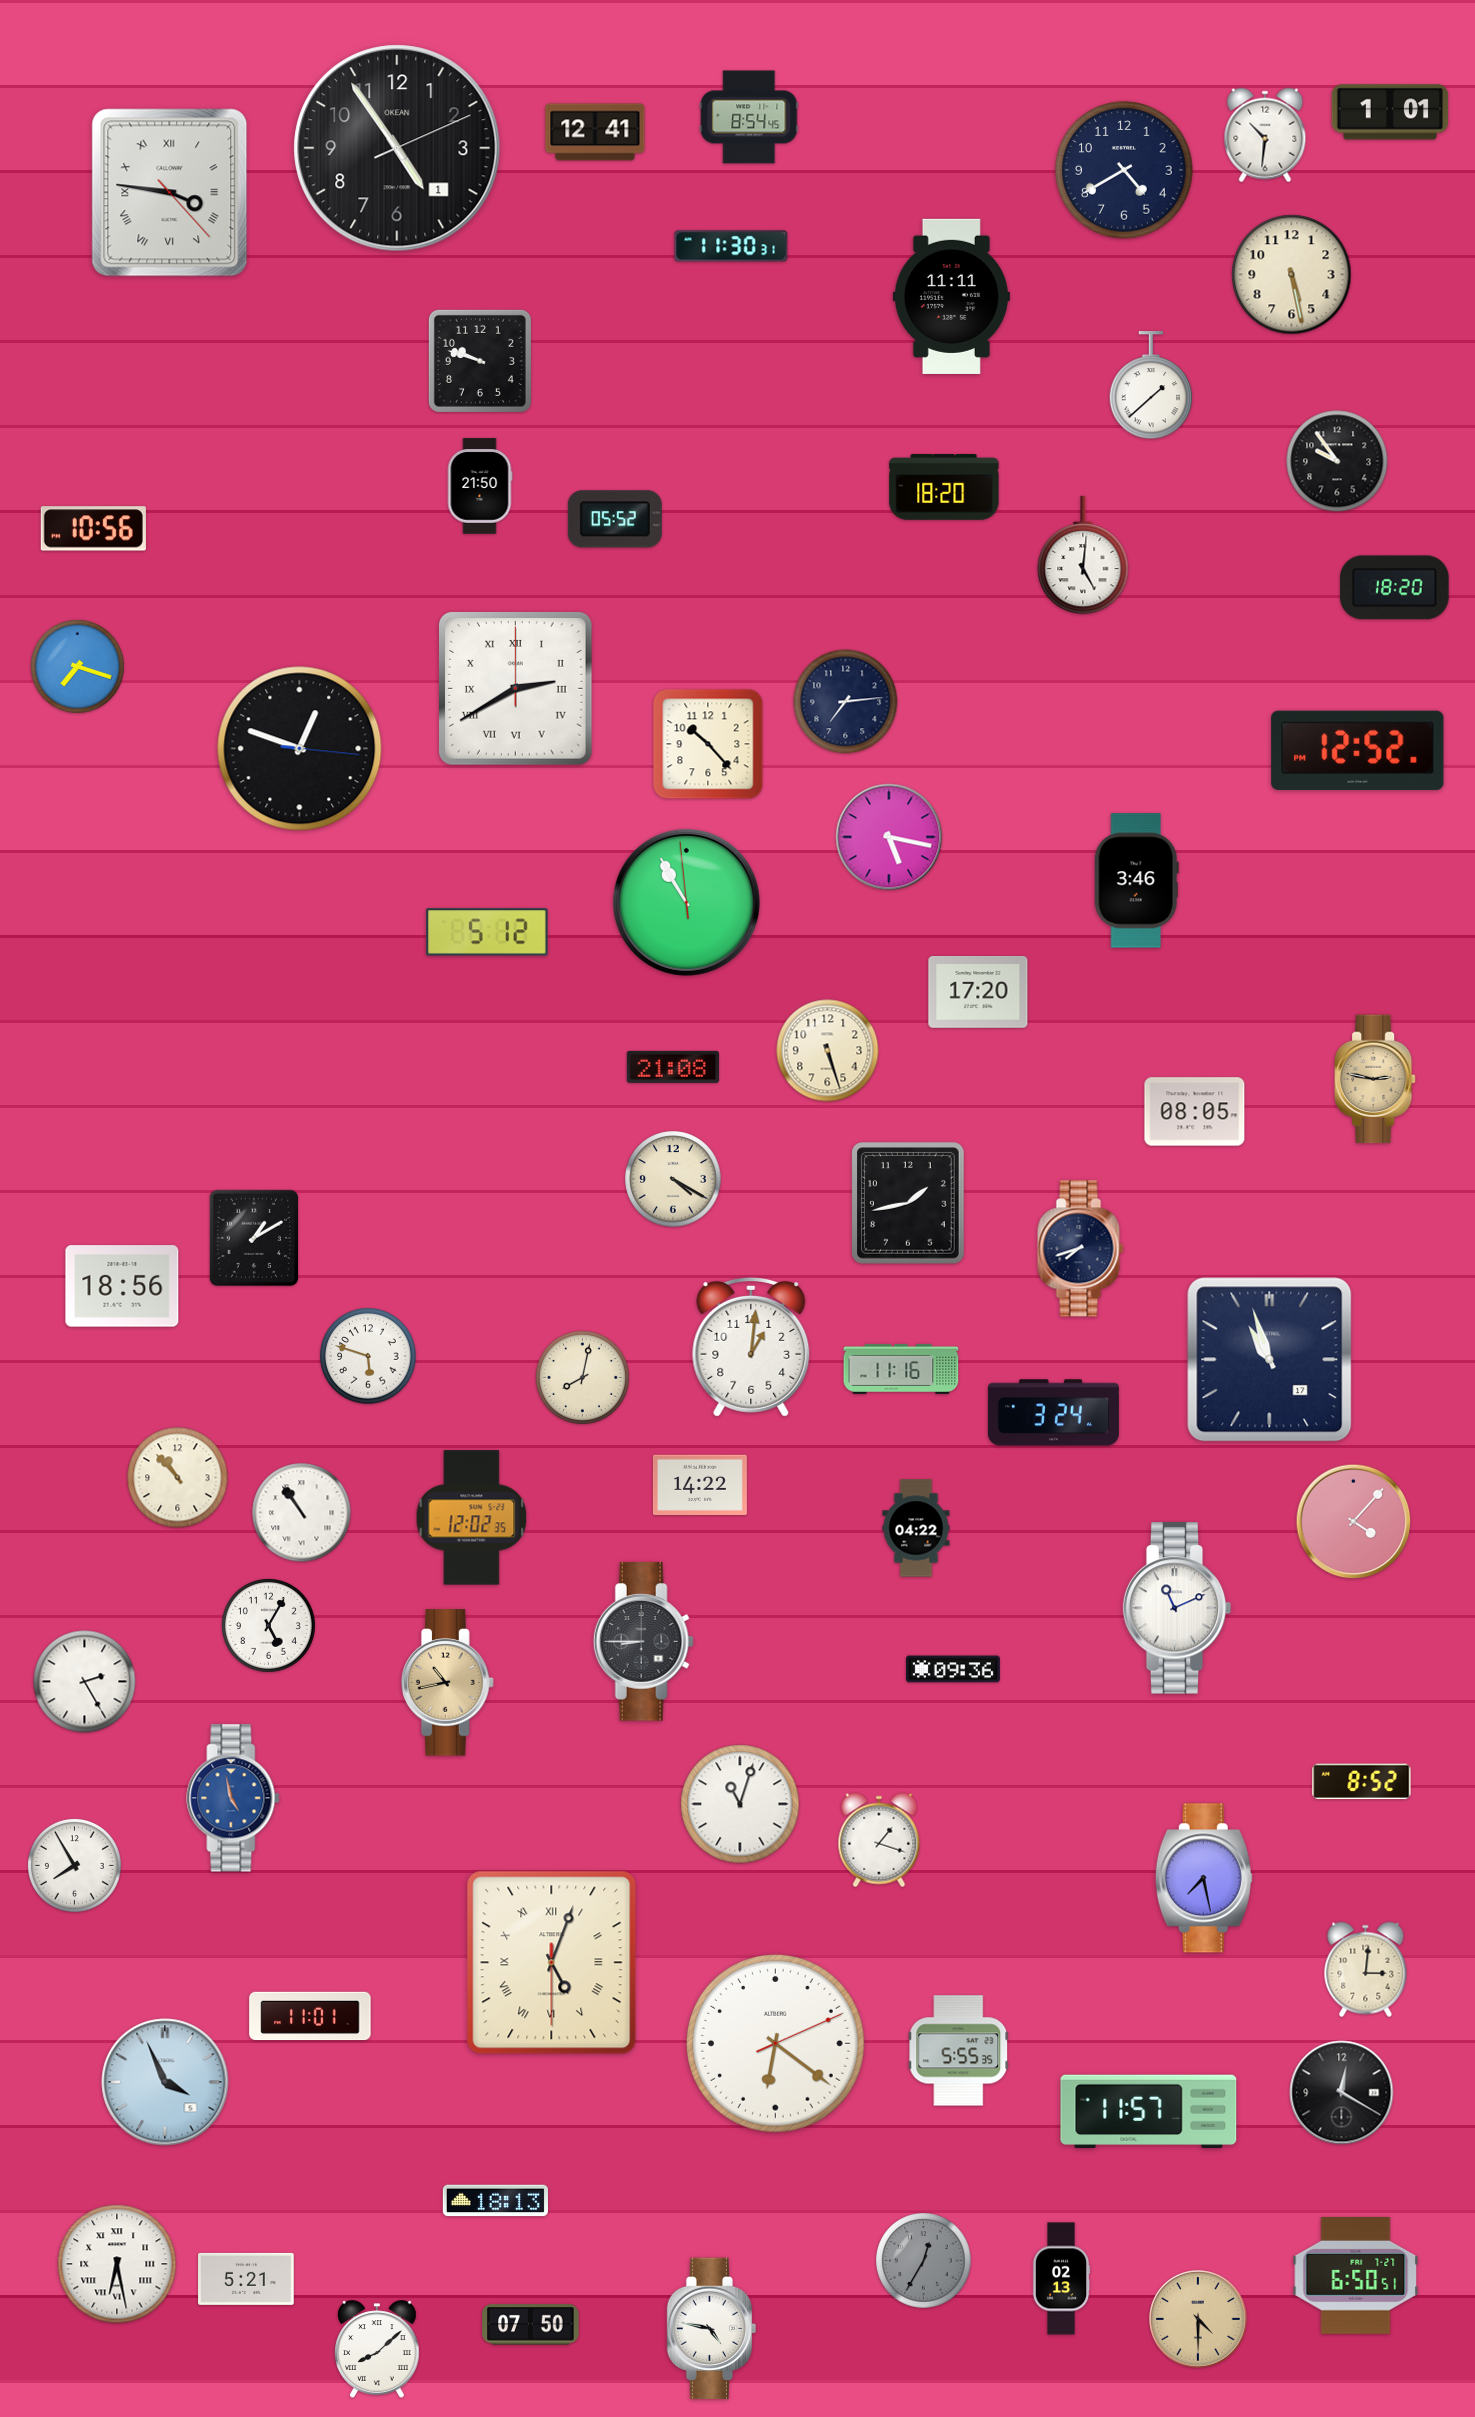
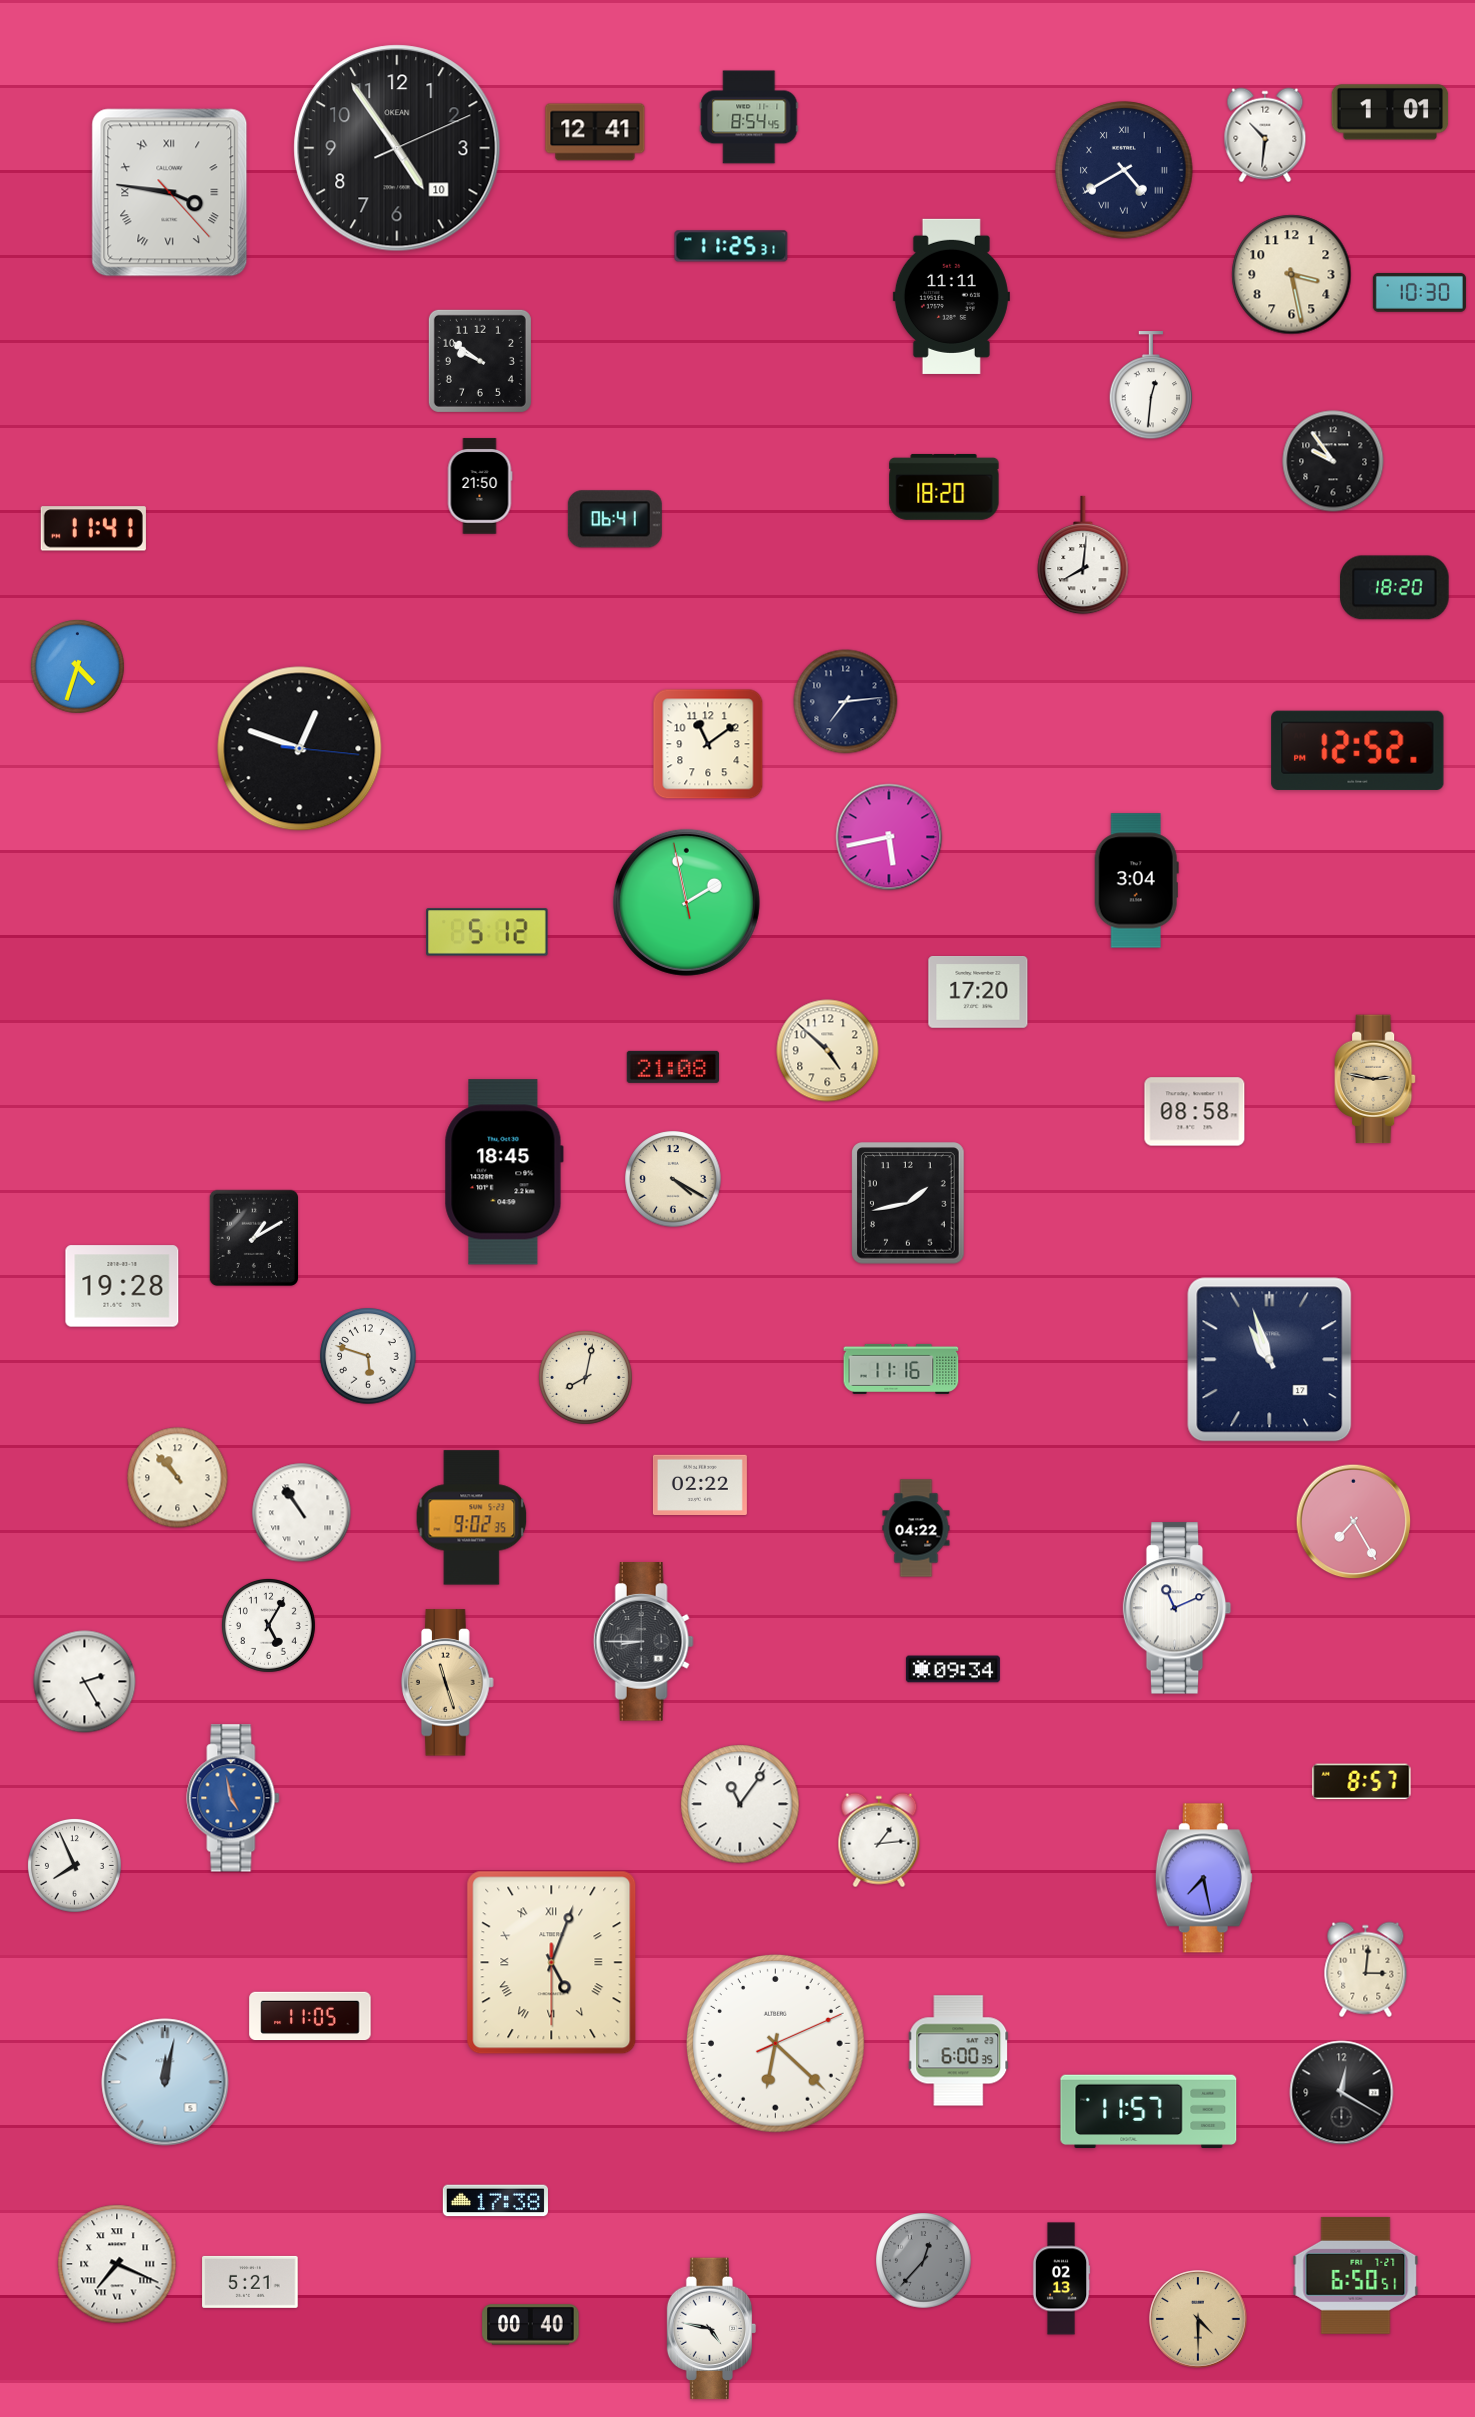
clock at (397, 148) date: 1 -> 10
clock at (1124, 170) numerals: Arabic -> Roman
clock at (731, 246): 11:30 -> 11:25
clock at (1292, 275): 5:28 -> 3:28
clock at (1419, 292): none -> 10:30
clock at (480, 361): 9:48 -> 9:51
clock at (1151, 386): 1:38 -> 12:31
clock at (1337, 461) position: (1337, 461) -> (1333, 461)
clock at (615, 519): 05:52 -> 06:41
clock at (93, 529): 10:56 -> 11:41
clock at (1083, 555): 5:01 -> 8:01
clock at (77, 666): 7:18 -> 4:33
clock at (515, 688): 2:40 -> none
clock at (708, 744): 10:23 -> 11:09
clock at (889, 837): 5:17 -> 5:43
clock at (1136, 881): 3:46 -> 3:04
clock at (686, 902): 10:54 -> 1:57
clock at (828, 1051): 5:27 -> 4:52
clock at (1195, 1112): 08:05 -> 08:58
clock at (504, 1172): none -> 18:45
clock at (1081, 1249): 7:42 -> none
clock at (122, 1286): 18:56 -> 19:28
clock at (751, 1347): 1:01 -> none
clock at (582, 1377) position: (582, 1377) -> (585, 1377)
clock at (1053, 1413): 3:24 -> none
clock at (700, 1484): 14:22 -> 02:22
clock at (472, 1518): 12:02 -> 9:02
clock at (1354, 1522): 4:07 -> 7:25
clock at (953, 1669): 09:36 -> 09:34
clock at (448, 1683): 10:43 -> 11:27
clock at (1362, 1782): 8:52 -> 8:57
clock at (740, 1804): 11:03 -> 11:06
clock at (879, 1840): 1:18 -> 1:14
clock at (74, 1865): 7:55 -> 7:56
clock at (310, 2016): 11:01 -> 11:05
clock at (776, 2044): 6:21 -> 6:22
clock at (959, 2051): 5:55 -> 6:00
clock at (165, 2082): 3:56 -> 12:02
clock at (495, 2201): 18:13 -> 17:38
clock at (924, 2261): 12:35 -> 12:37
clock at (117, 2264): 6:28 -> 7:19
clock at (246, 2279) position: (246, 2279) -> (250, 2282)
clock at (531, 2325): 07:50 -> 00:40
clock at (377, 2349): 8:08 -> none
